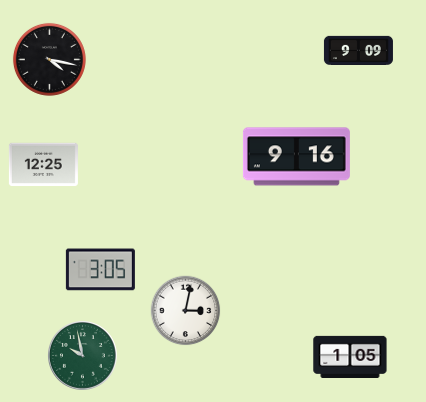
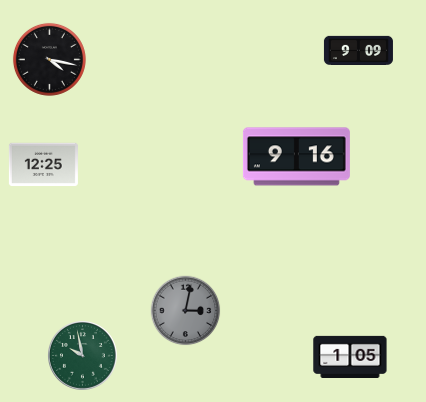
clock at (100, 270): 3:05 -> none
clock at (186, 311) dial: white -> grey
